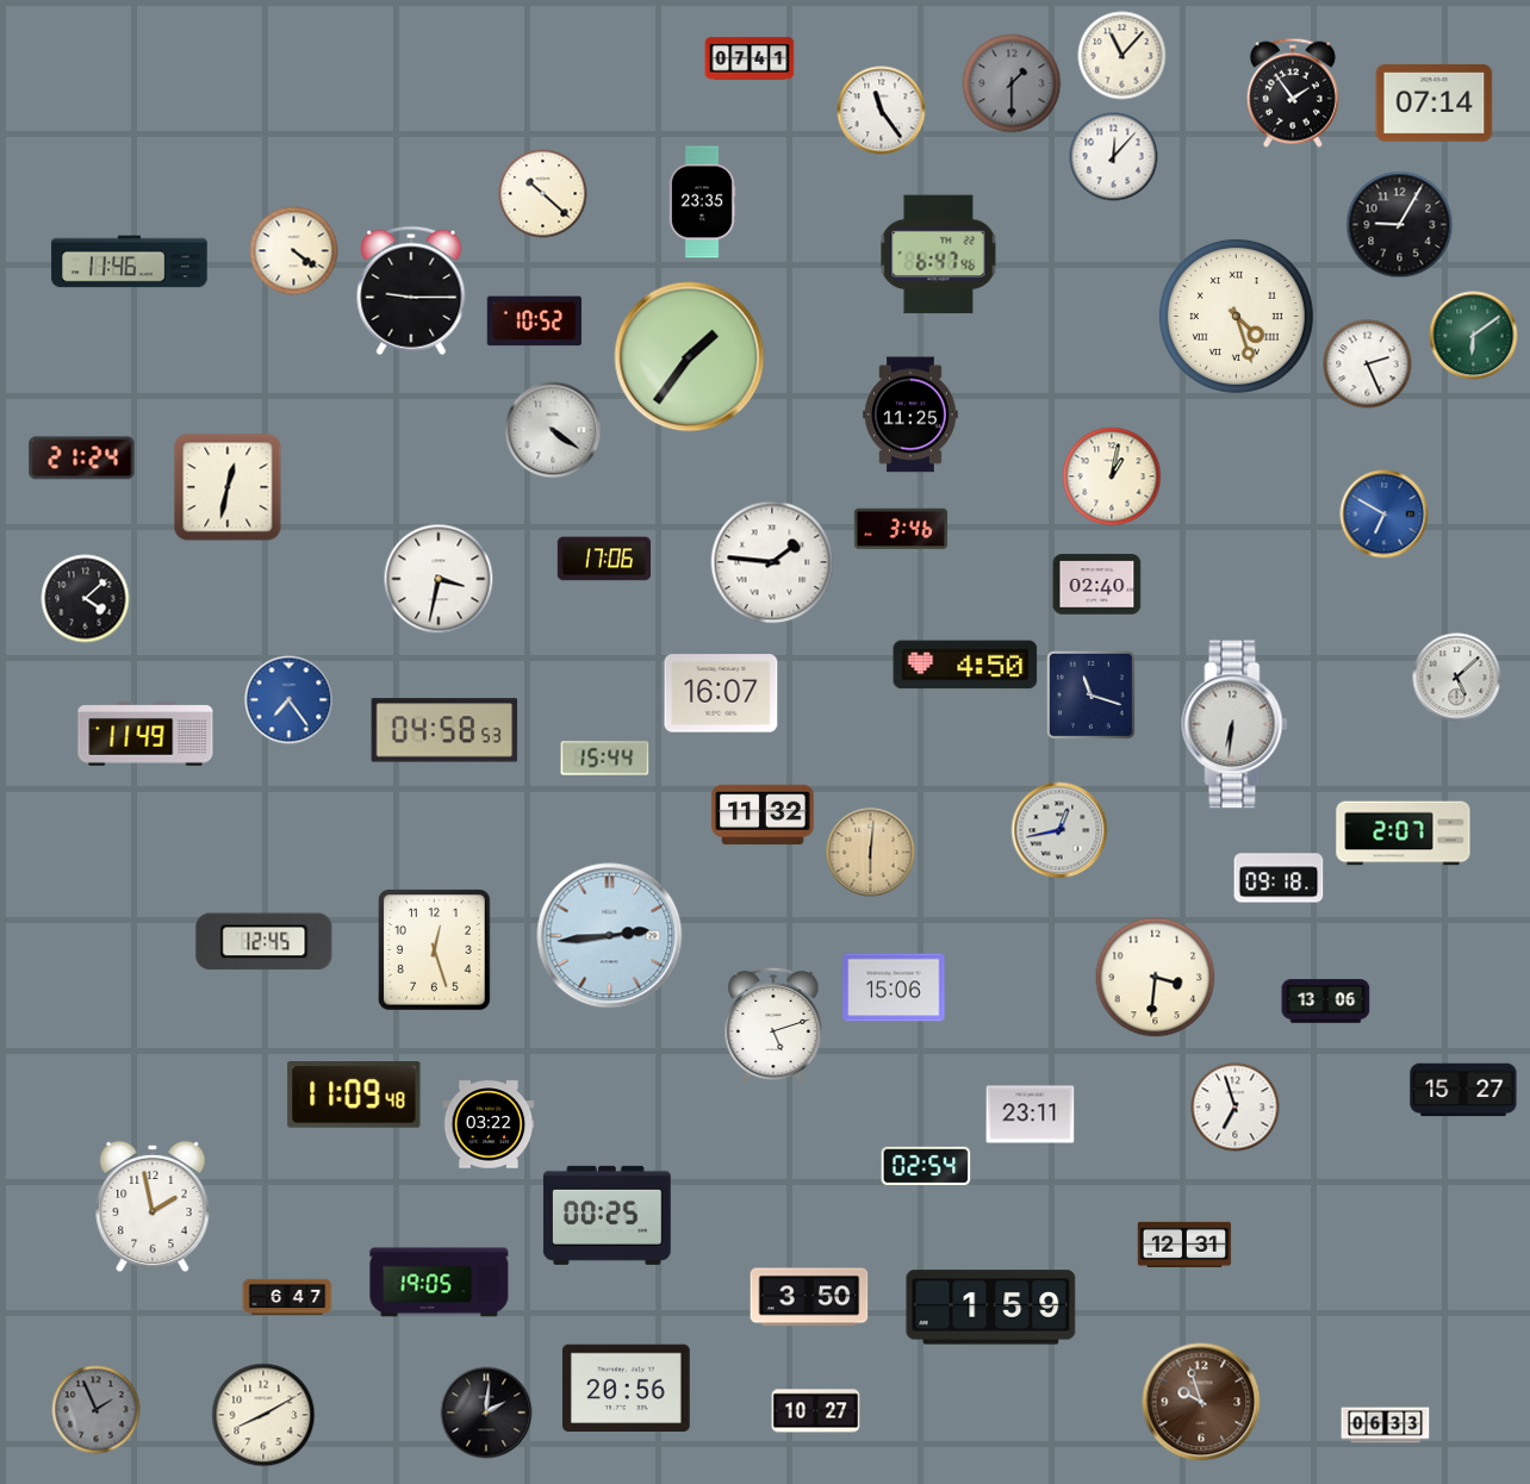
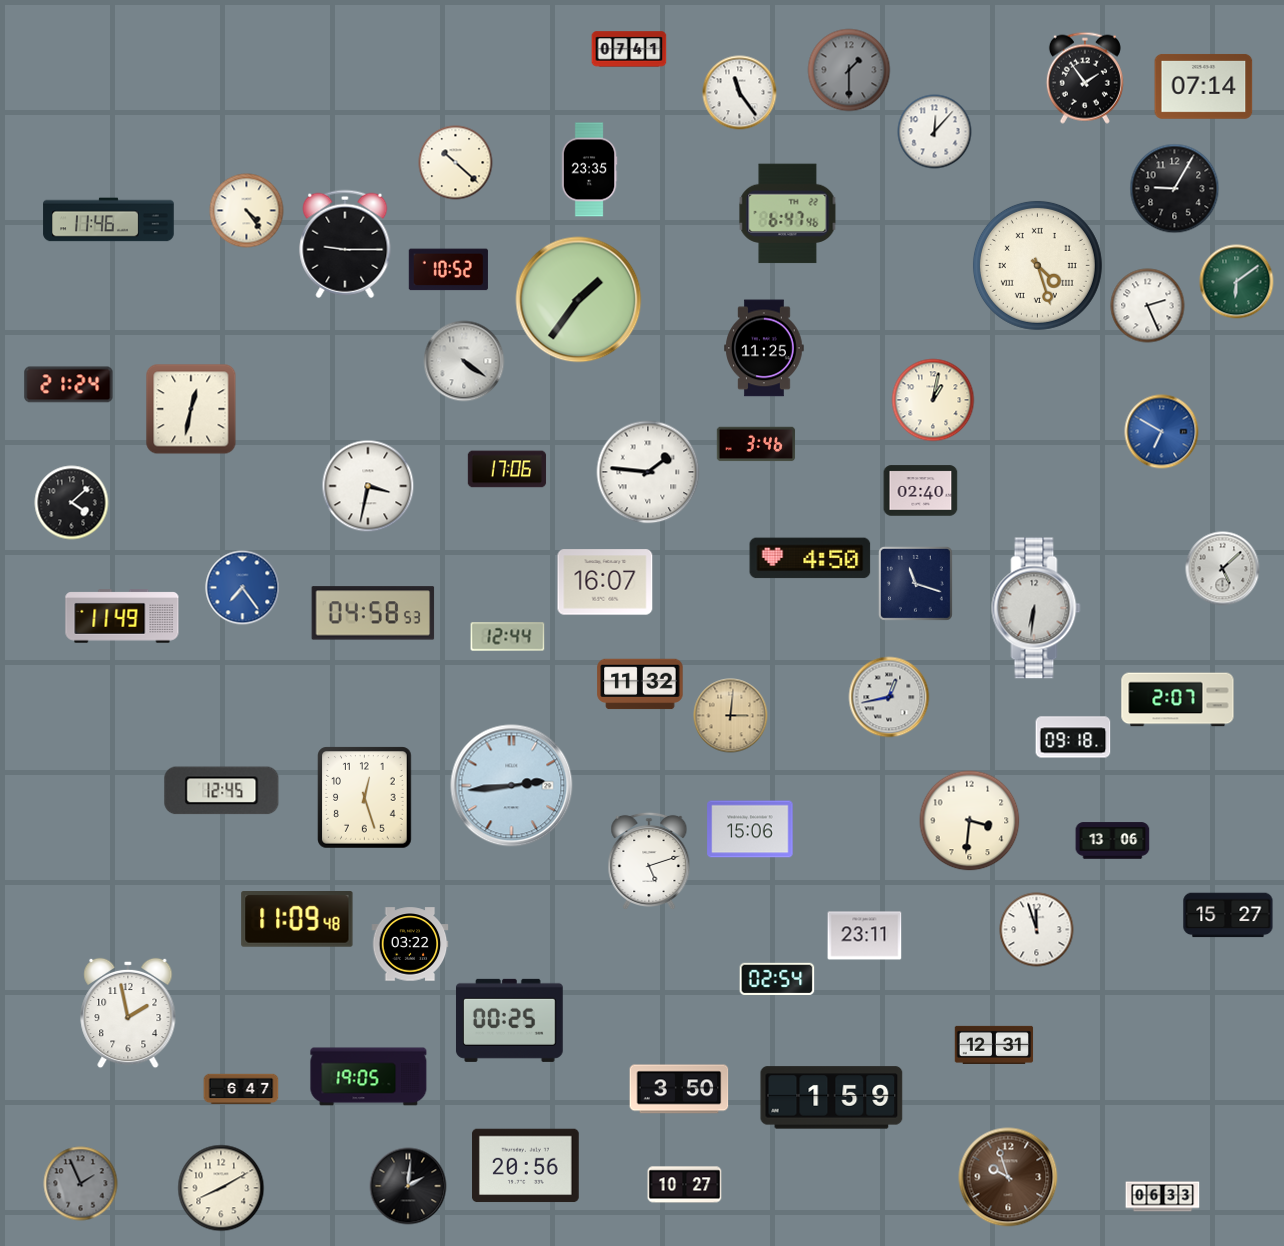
clock at (1122, 56): 11:07 -> none
clock at (294, 251): 4:21 -> 4:24
clock at (605, 759): 15:44 -> 12:44
clock at (871, 853): 6:01 -> 3:01
clock at (1236, 1108): 6:57 -> 11:57
